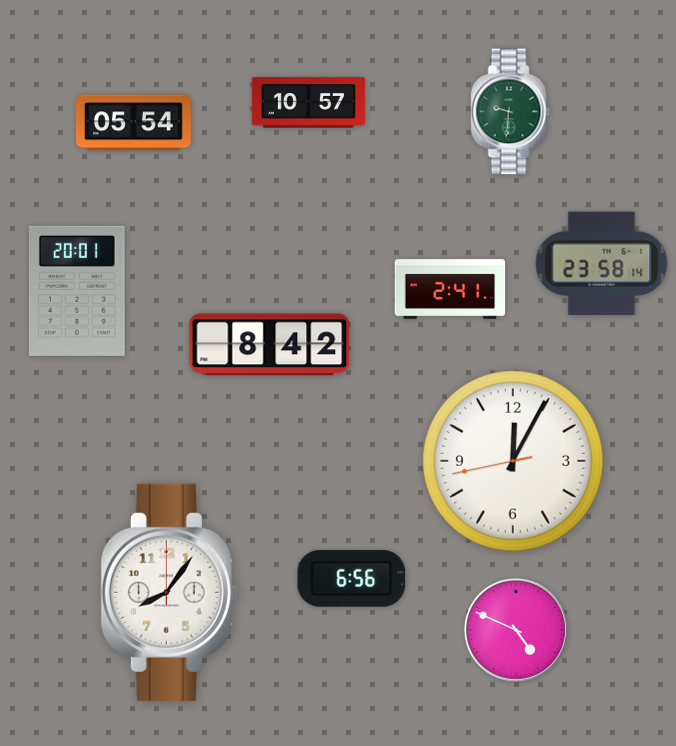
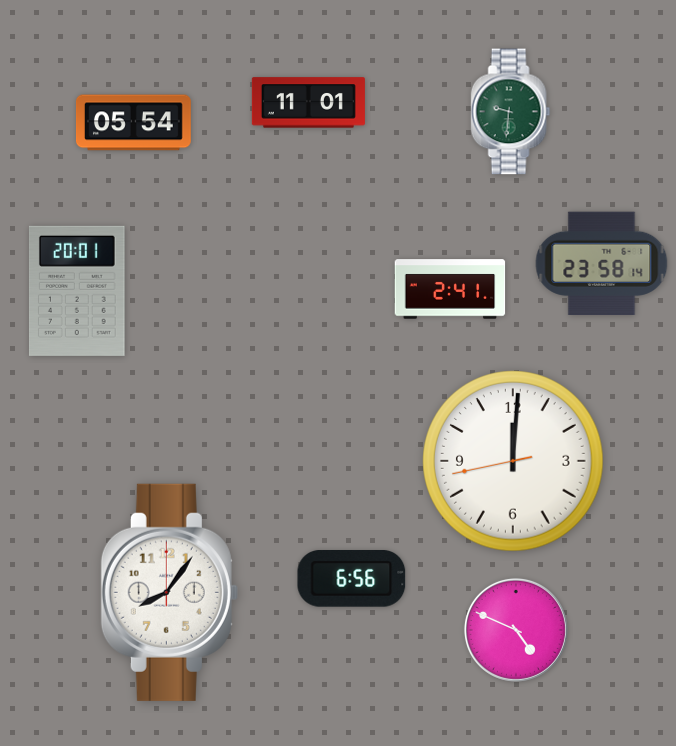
clock at (308, 103): 10:57 -> 11:01
clock at (270, 345): 8:42 -> none
clock at (513, 461): 12:04 -> 12:00
